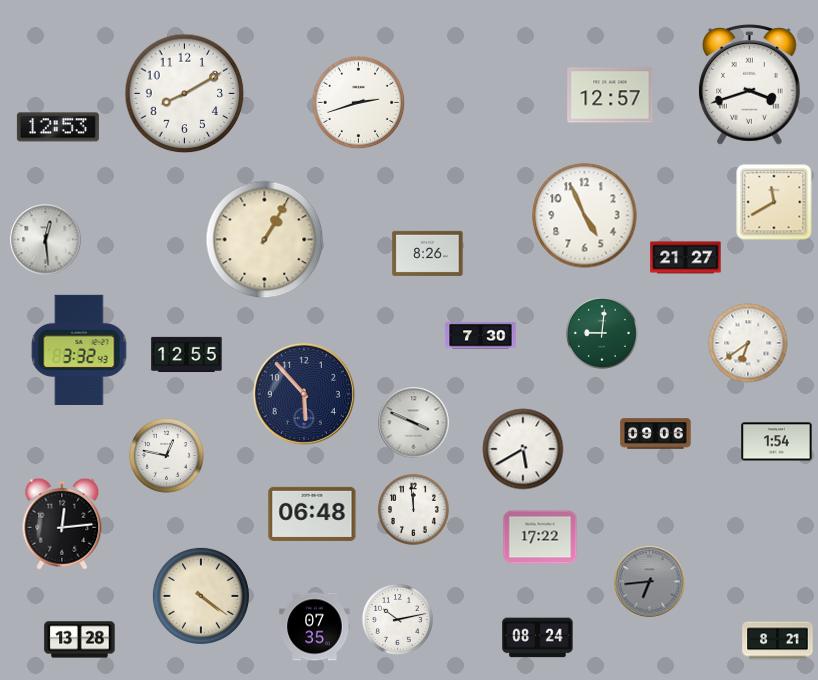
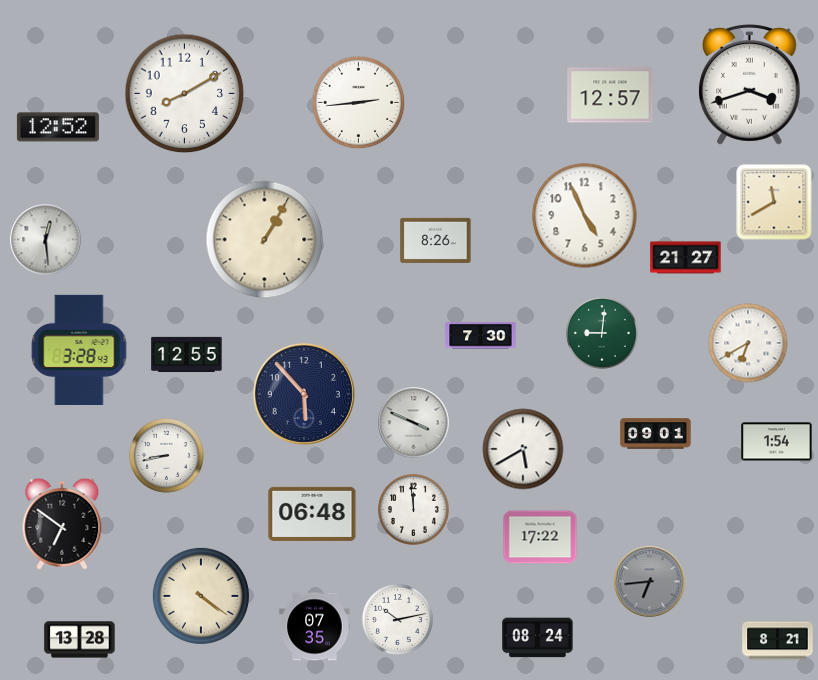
clock at (359, 103): 2:42 -> 2:44
clock at (58, 127): 12:53 -> 12:52
clock at (428, 253) position: (428, 253) -> (436, 240)
clock at (748, 343): 6:39 -> 6:40
clock at (79, 349): 3:32 -> 3:28
clock at (656, 434): 09:06 -> 09:01
clock at (167, 456): 12:47 -> 8:43
clock at (62, 524): 12:14 -> 6:51
